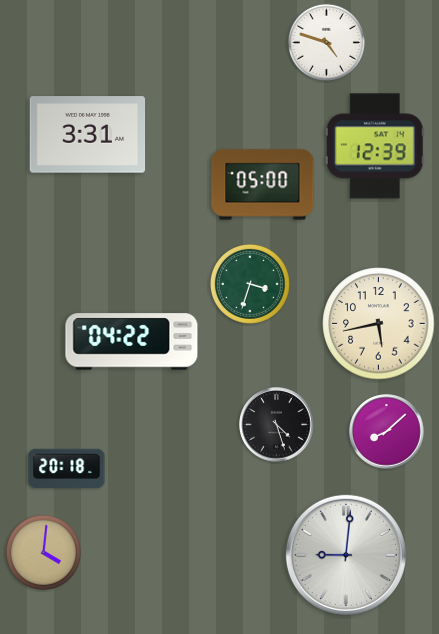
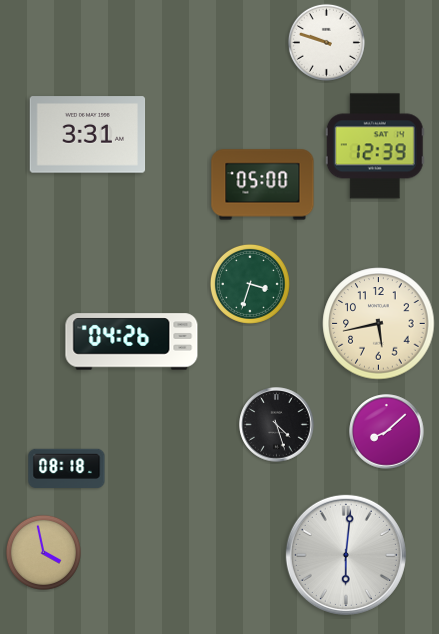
clock at (326, 42): 4:48 -> 9:48
clock at (132, 342): 04:22 -> 04:26
clock at (67, 469): 20:18 -> 08:18
clock at (43, 552): 4:01 -> 3:58
clock at (346, 555): 9:01 -> 6:01
